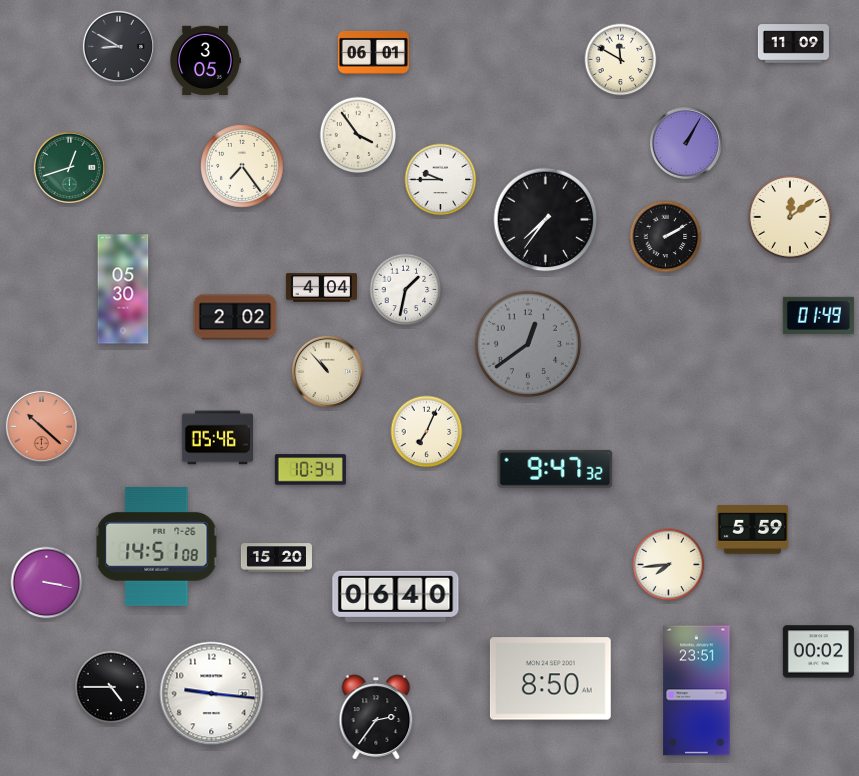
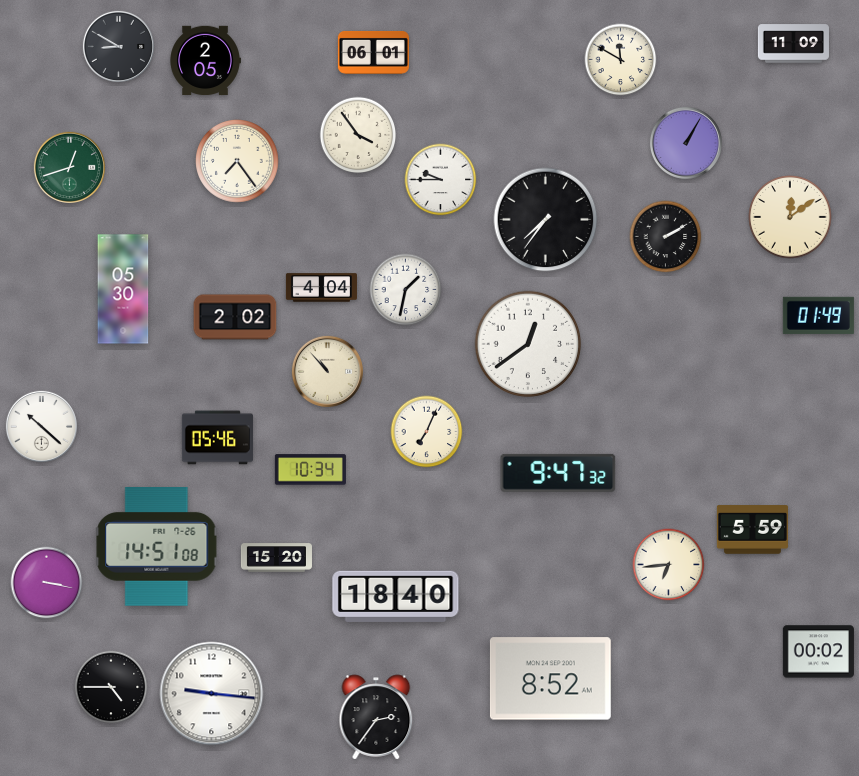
clock at (205, 61): 3:05 -> 2:05
clock at (242, 166) position: (242, 166) -> (237, 161)
clock at (528, 344) dial: grey -> white
clock at (41, 426) dial: salmon -> white
clock at (555, 469) position: (555, 469) -> (558, 473)
clock at (669, 565): 7:44 -> 6:44
clock at (396, 596): 06:40 -> 18:40
clock at (550, 679): 8:50 -> 8:52
clock at (697, 691): 23:51 -> none
